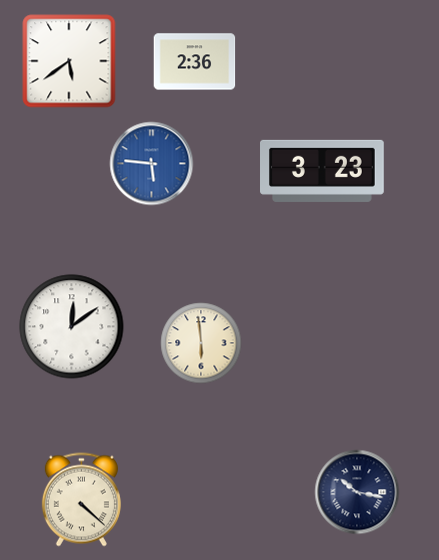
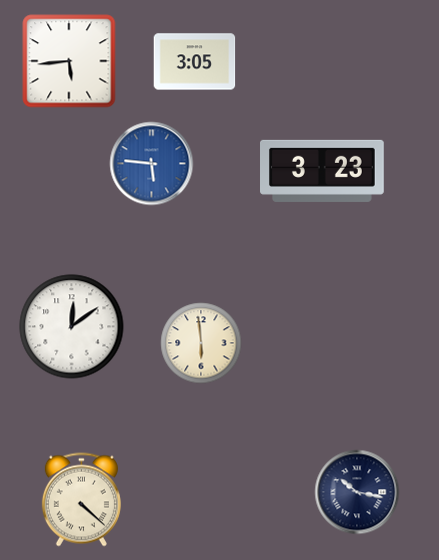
clock at (69, 61): 5:39 -> 5:44
clock at (195, 62): 2:36 -> 3:05
